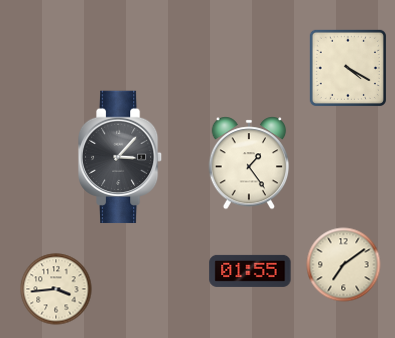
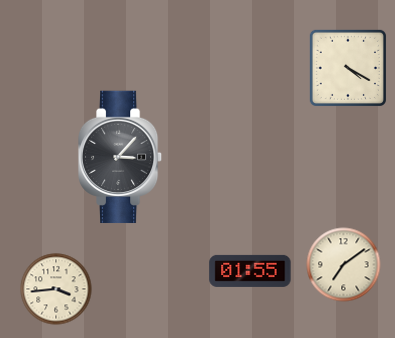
clock at (249, 163): 1:24 -> none
